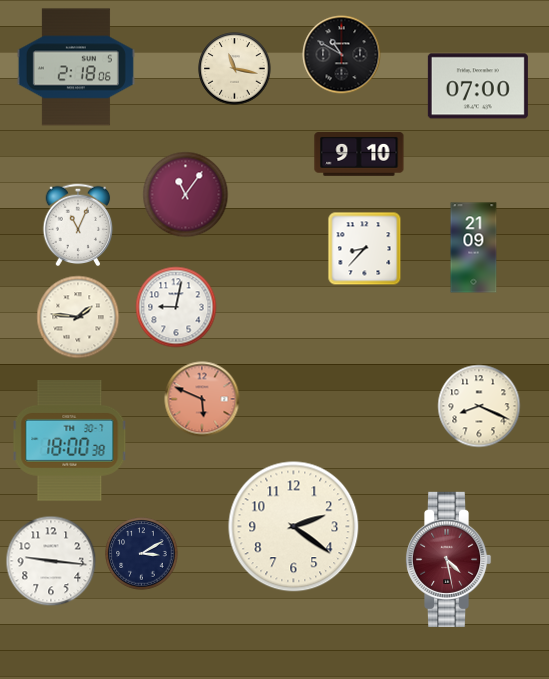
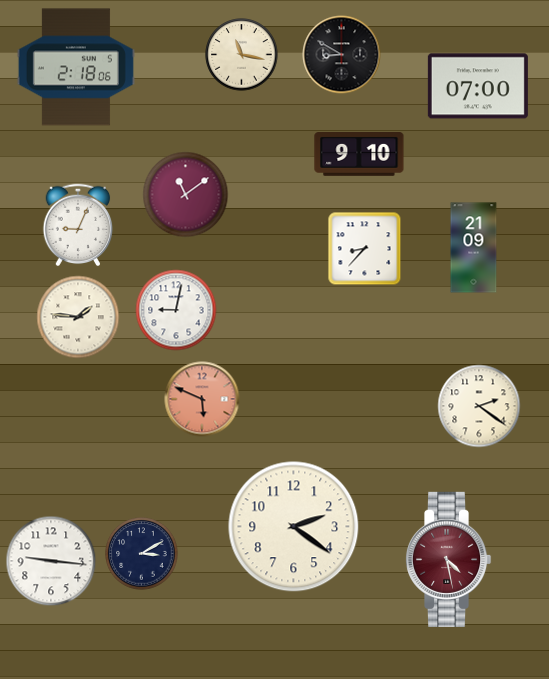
clock at (342, 55): 10:50 -> 8:50
clock at (235, 69) position: (235, 69) -> (242, 55)
clock at (186, 195): 11:06 -> 11:09
clock at (78, 225): 11:04 -> 9:04
clock at (176, 307) position: (176, 307) -> (176, 310)
clock at (479, 406): 8:19 -> 2:21
clock at (70, 441): 18:00 -> none
